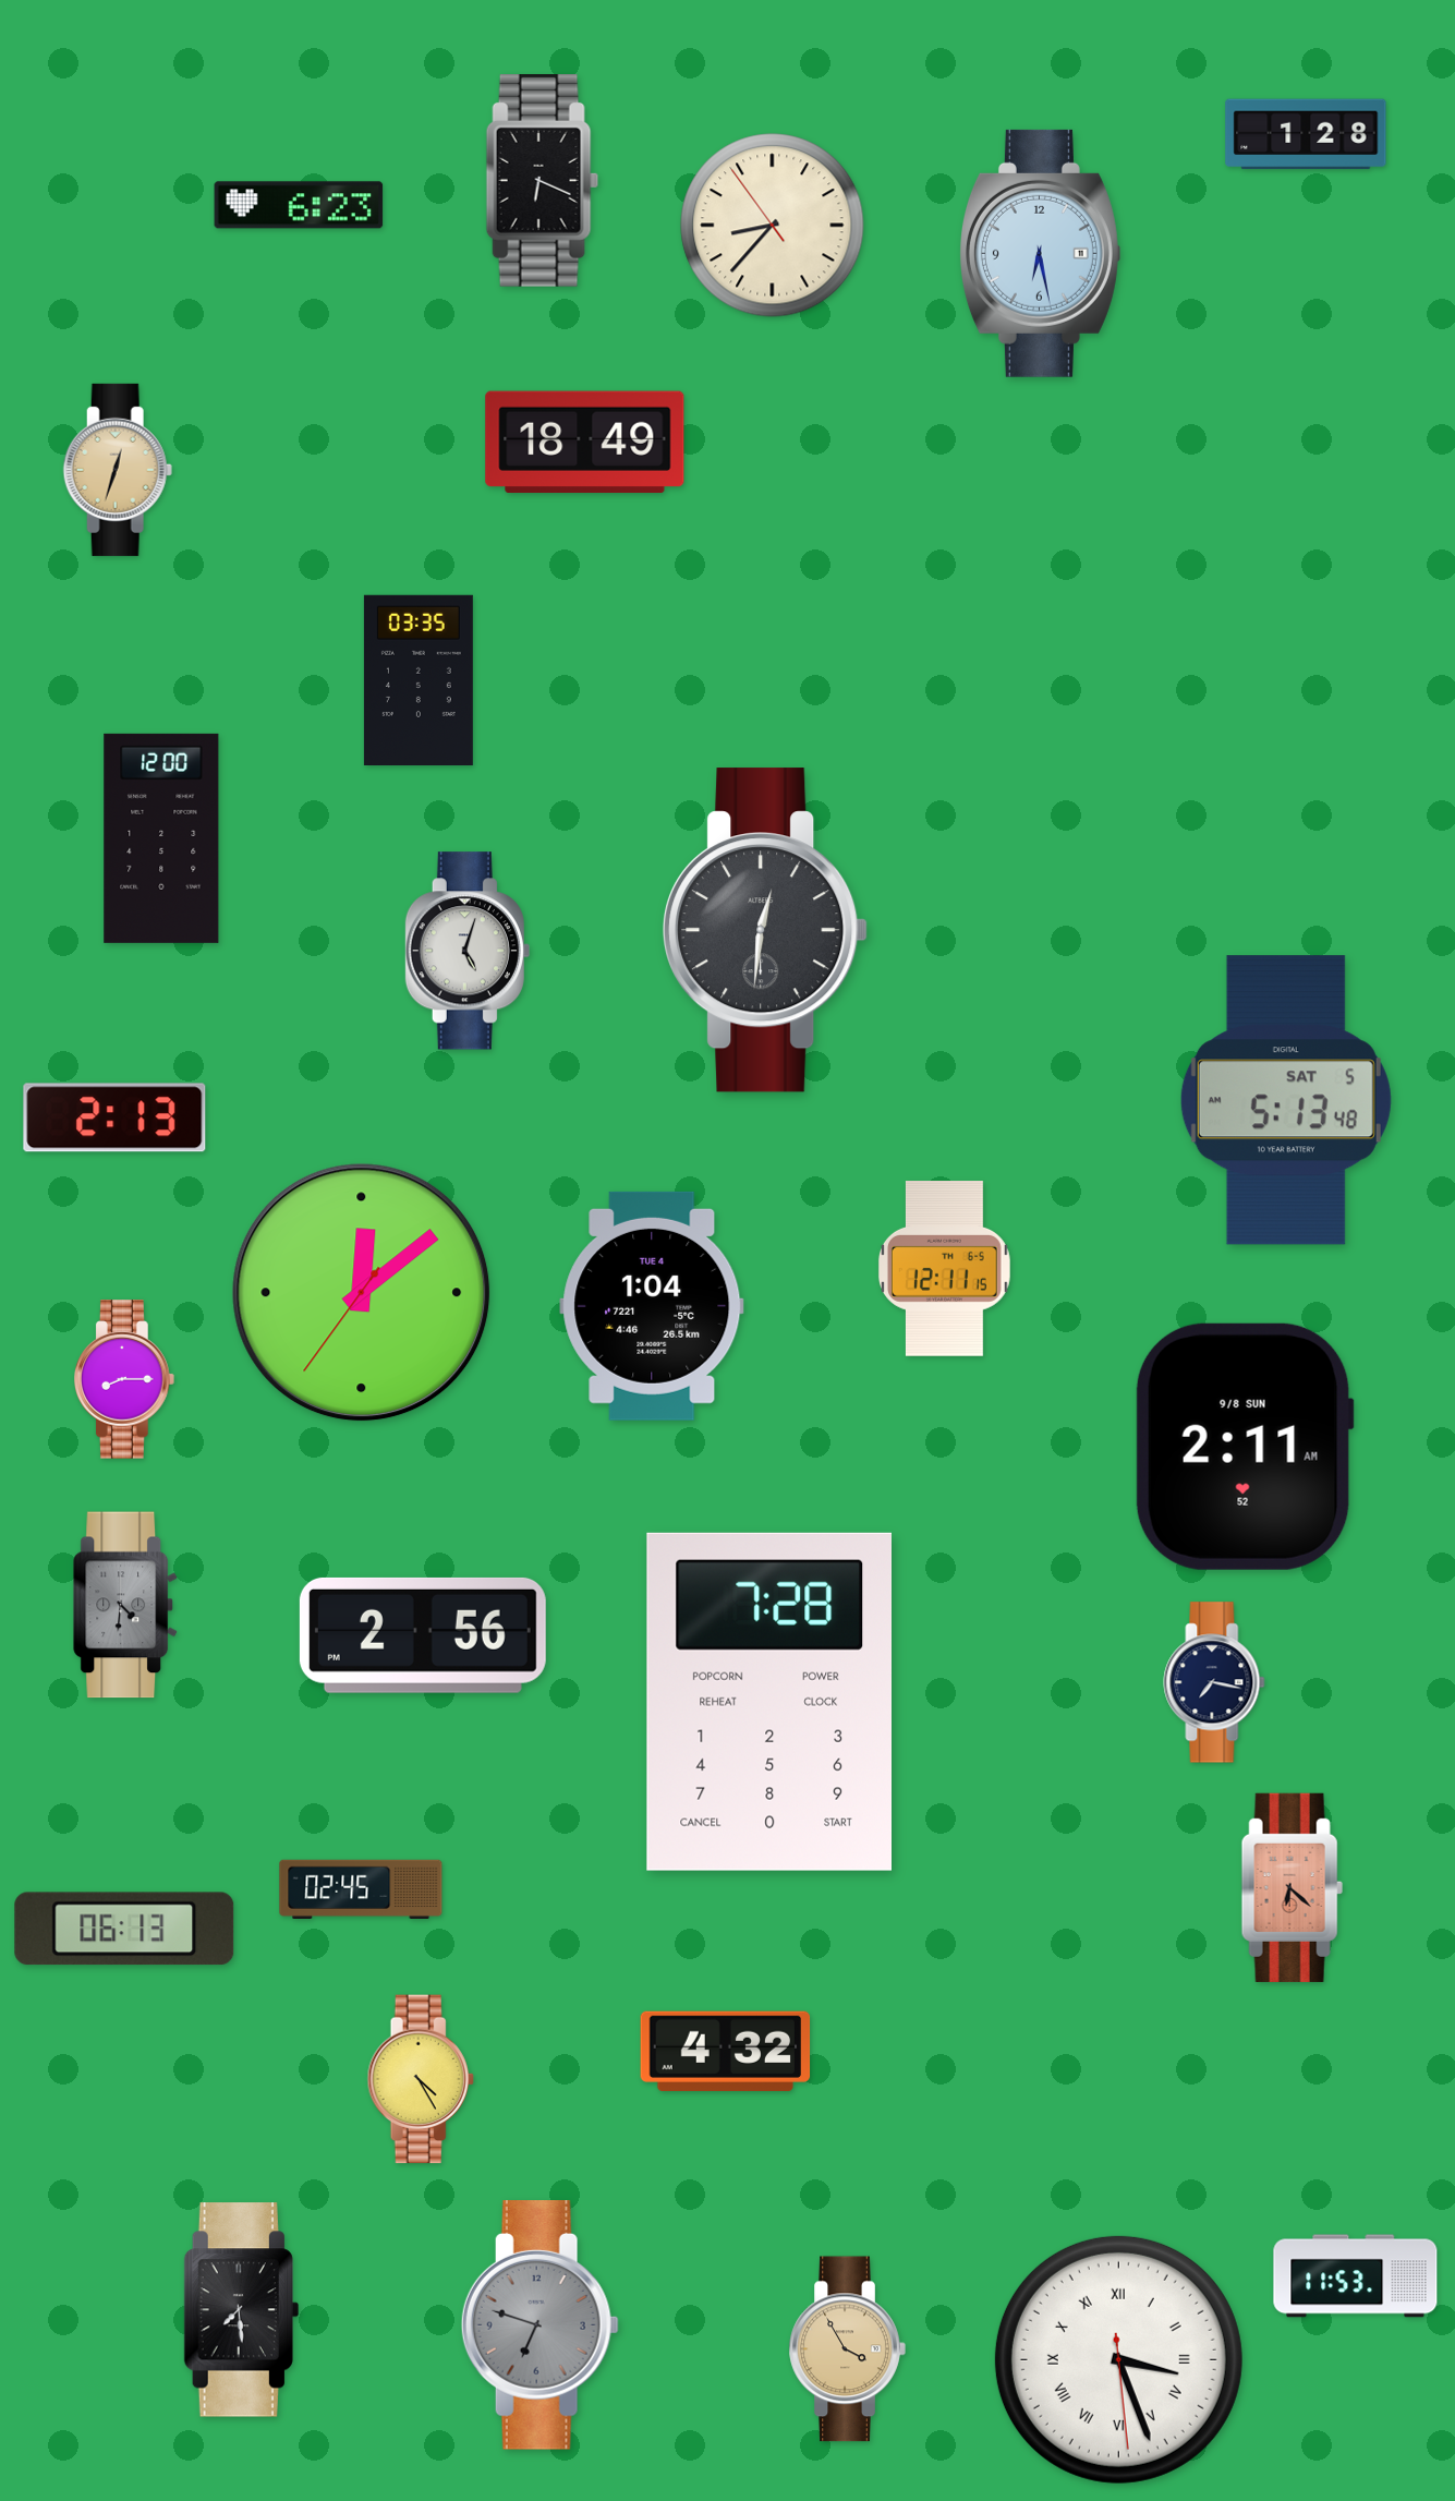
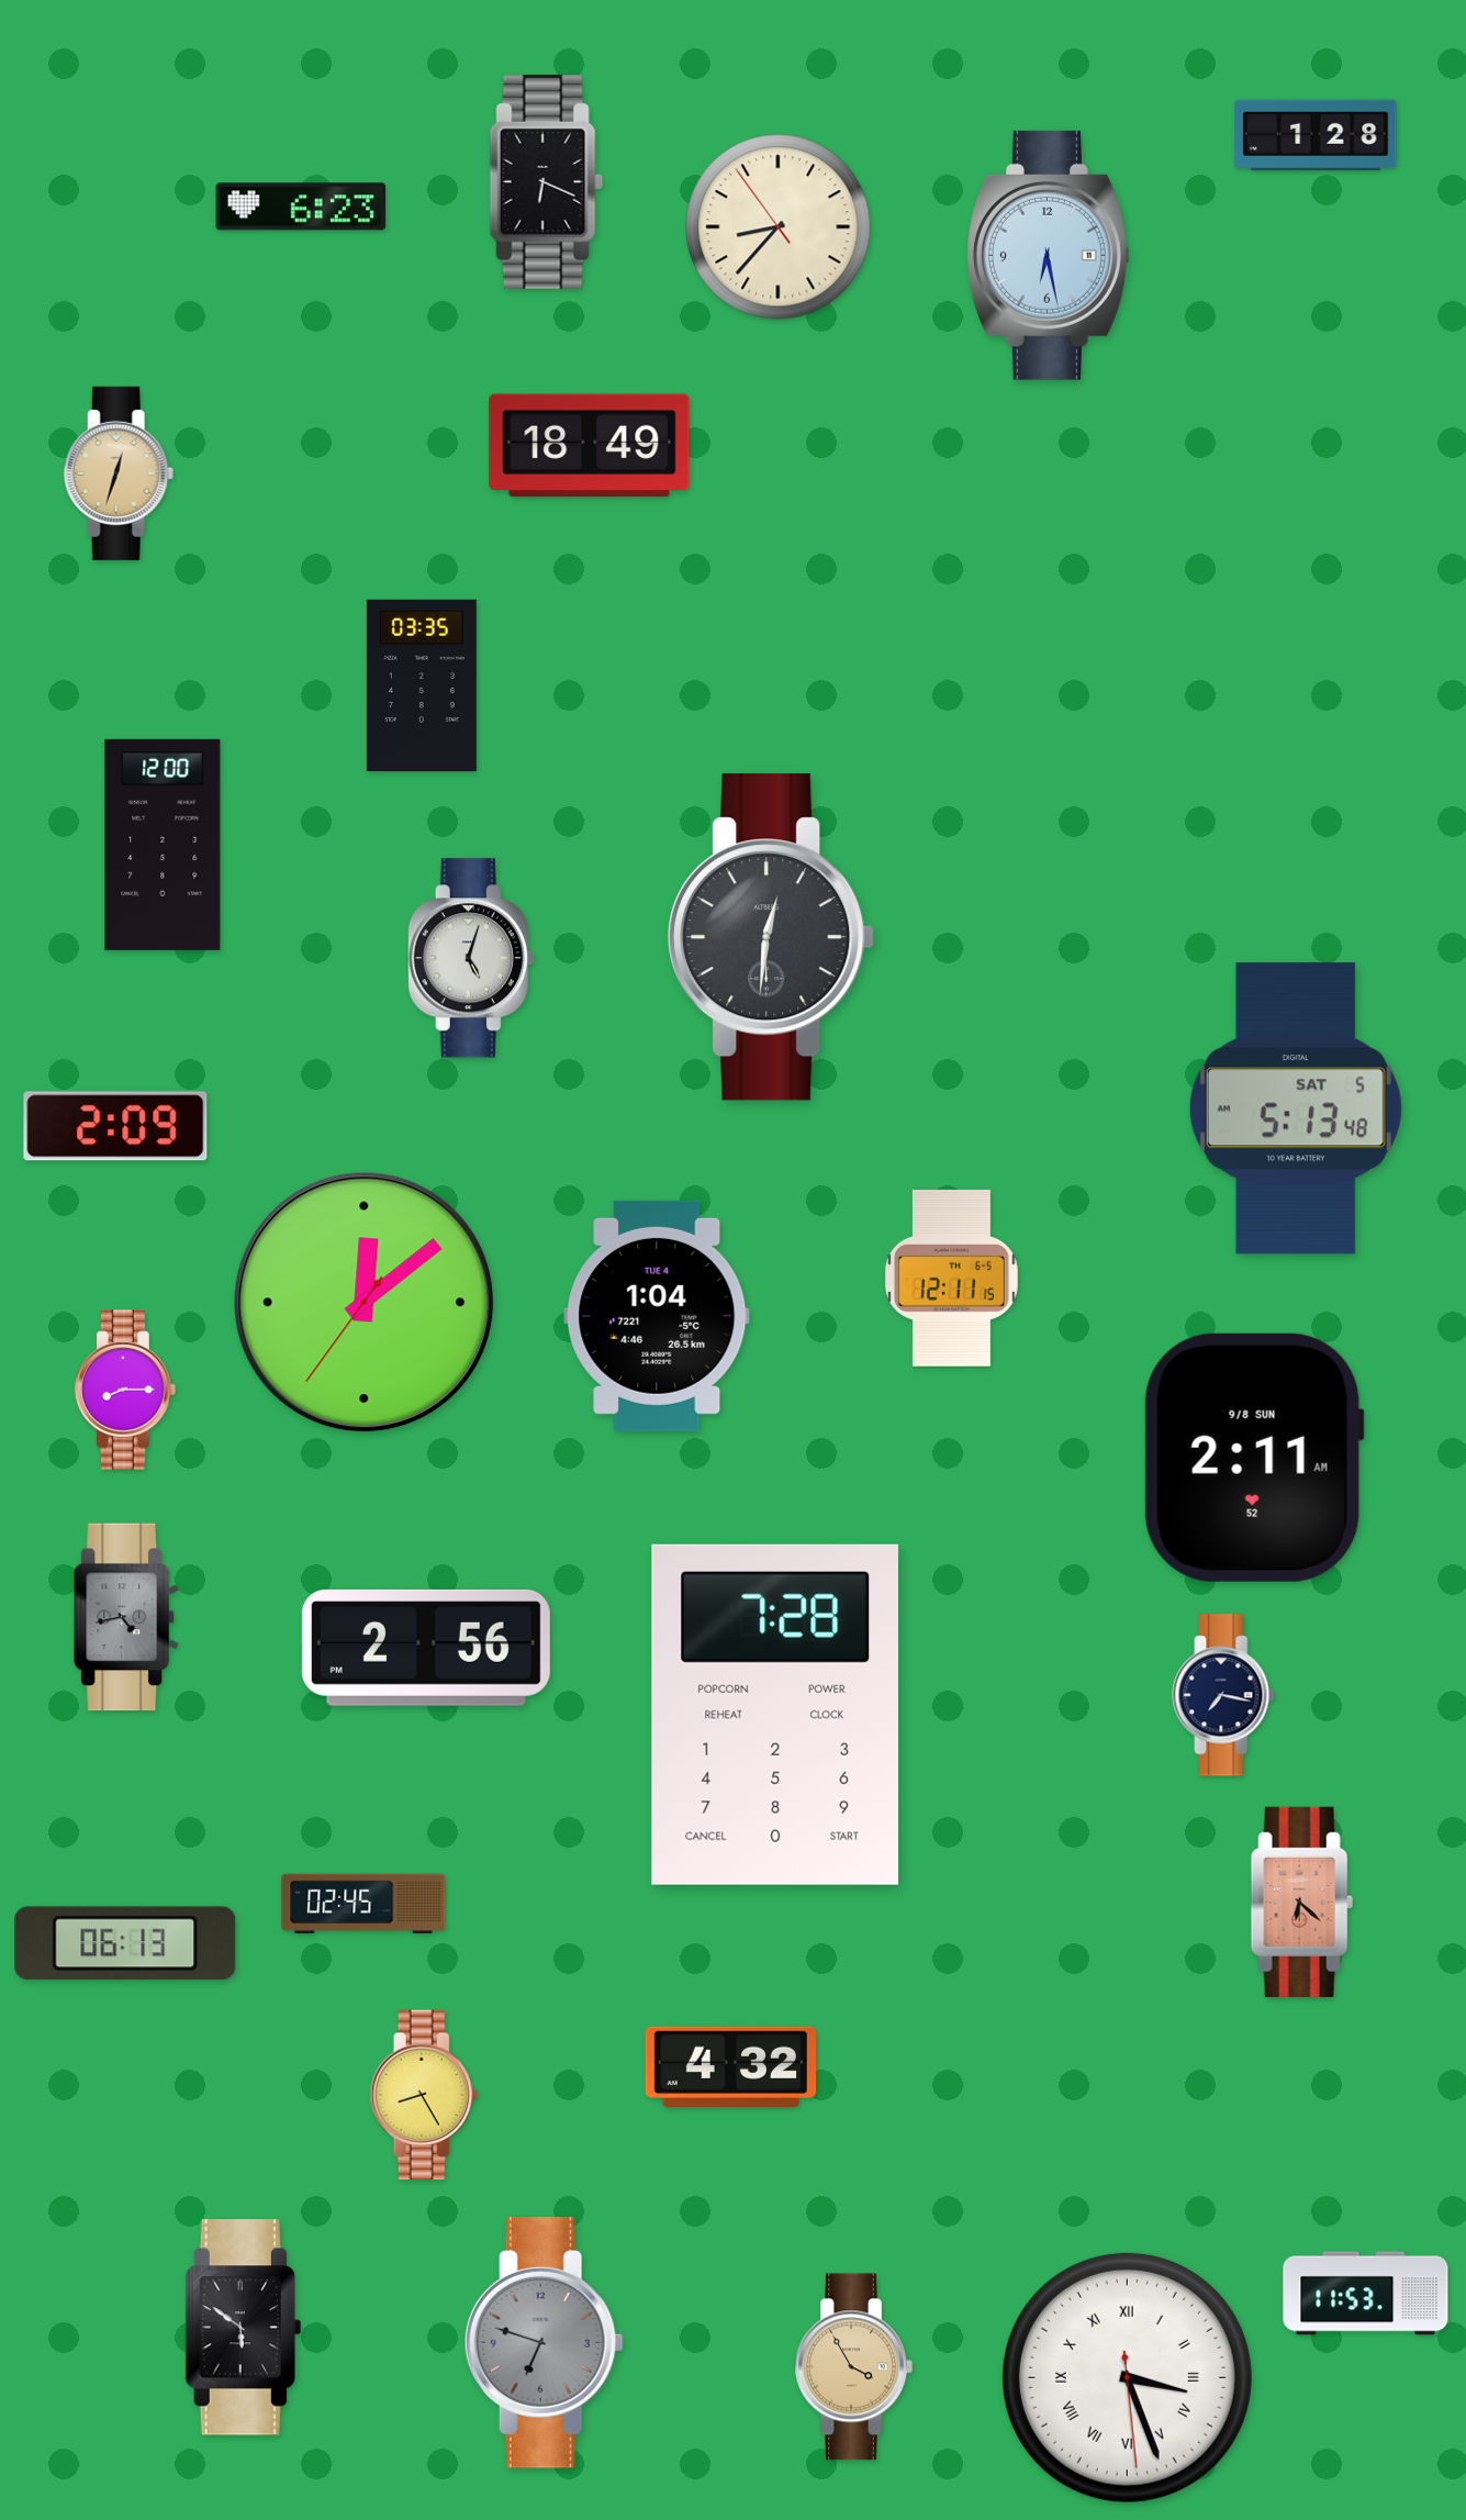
clock at (114, 1117): 2:13 -> 2:09
clock at (126, 1605): 4:31 -> 4:43
clock at (421, 2079): 4:25 -> 8:25
clock at (241, 2310): 7:29 -> 5:51
